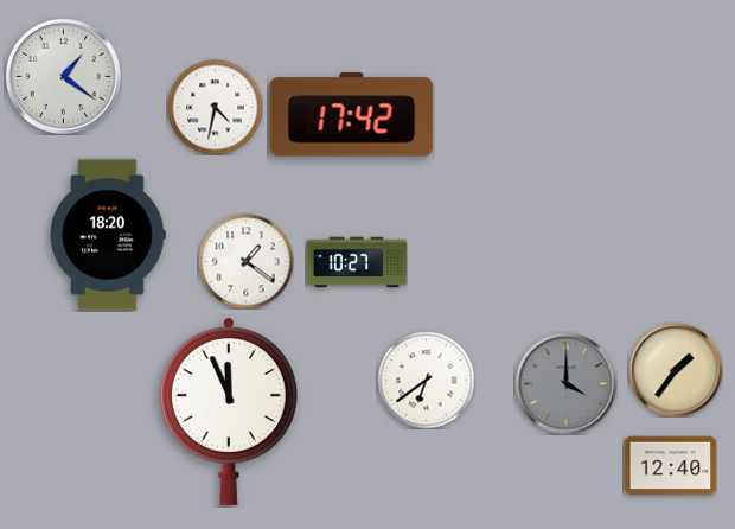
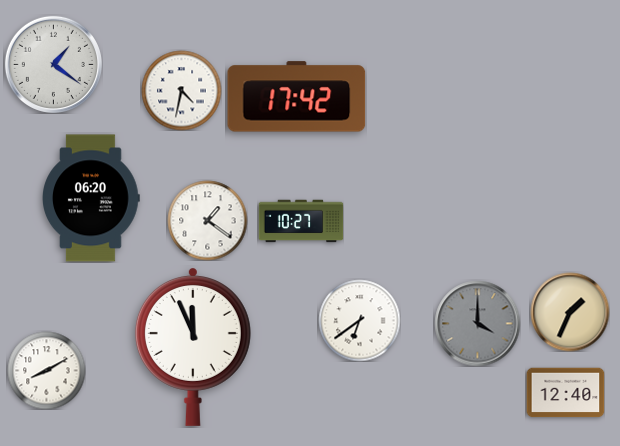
clock at (109, 235): 18:20 -> 06:20
clock at (676, 370): 1:36 -> 1:34
clock at (46, 370): none -> 8:10
